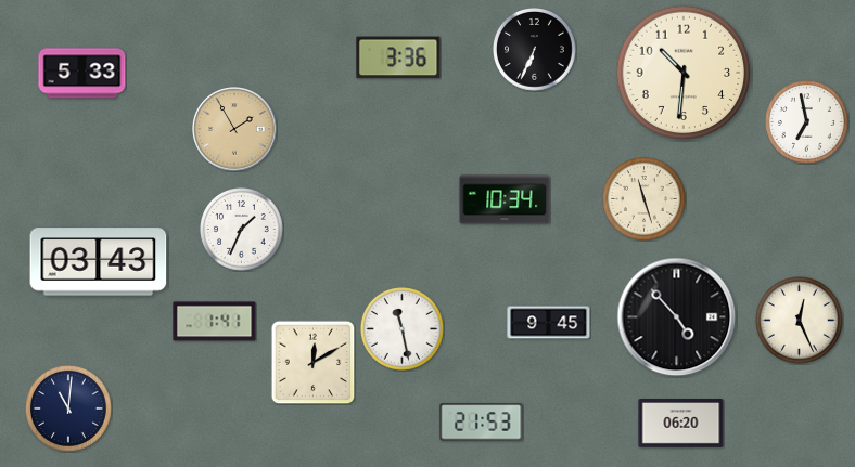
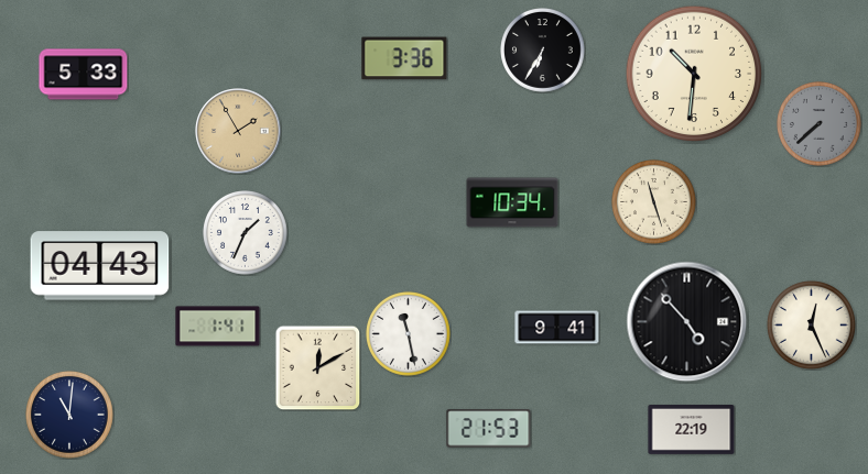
clock at (535, 50): 6:34 -> 6:35
clock at (807, 122): 6:58 -> 7:38
clock at (807, 122) dial: white -> grey
clock at (99, 262): 03:43 -> 04:43
clock at (549, 323): 9:45 -> 9:41
clock at (681, 424): 06:20 -> 22:19
